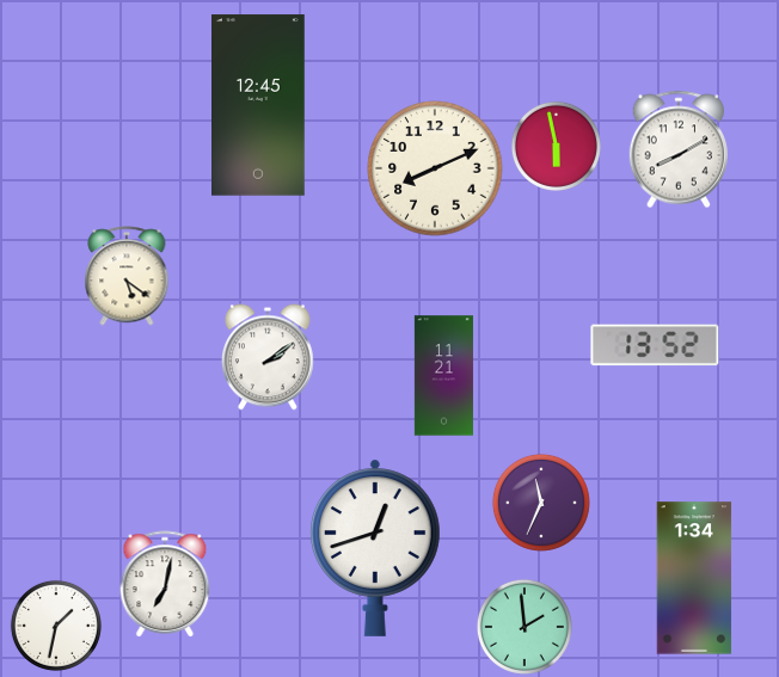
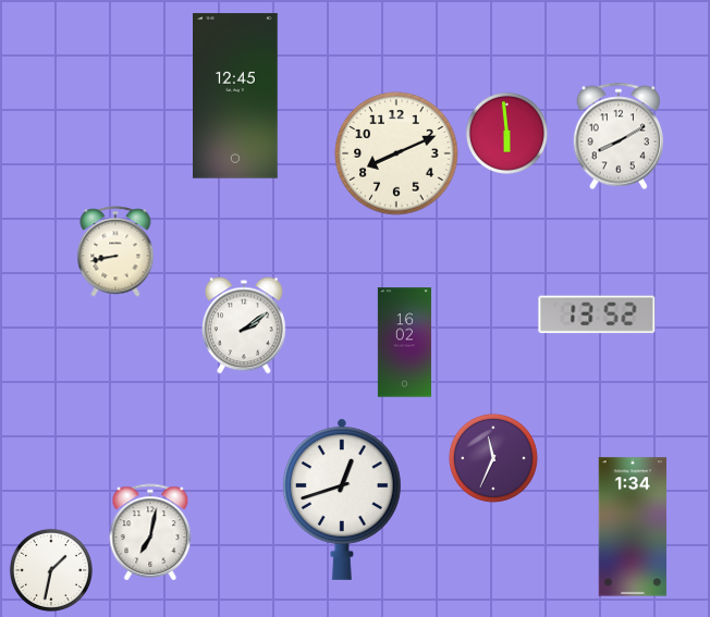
clock at (556, 146): 5:58 -> 5:59
clock at (127, 276): 5:21 -> 8:43
clock at (443, 376): 11:21 -> 16:02
clock at (525, 627): 1:59 -> none
